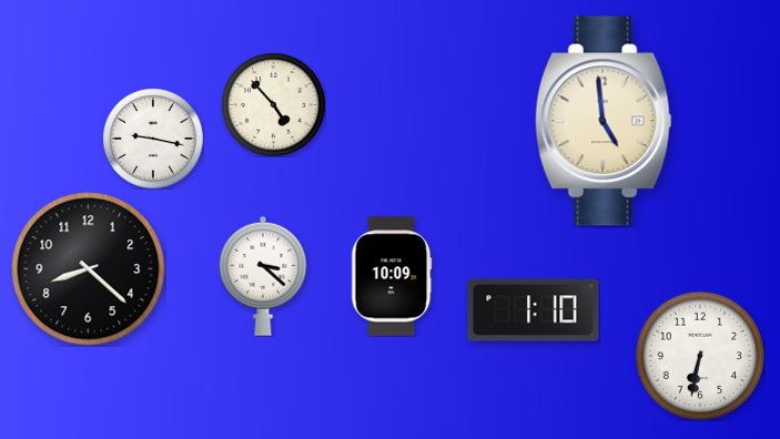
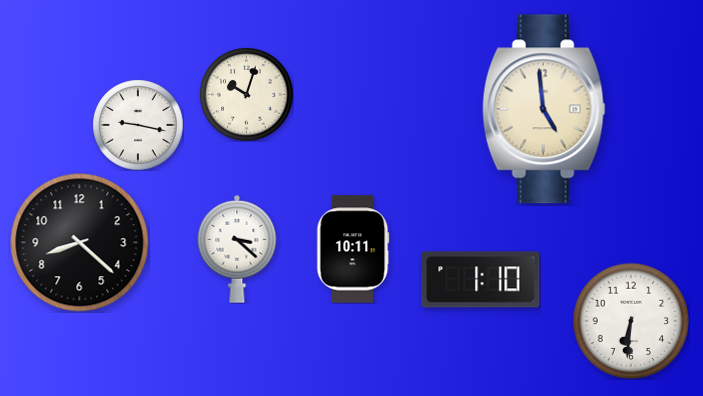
clock at (273, 104): 4:53 -> 10:03
clock at (392, 276): 10:09 -> 10:11
clock at (700, 356): 6:32 -> 6:31
